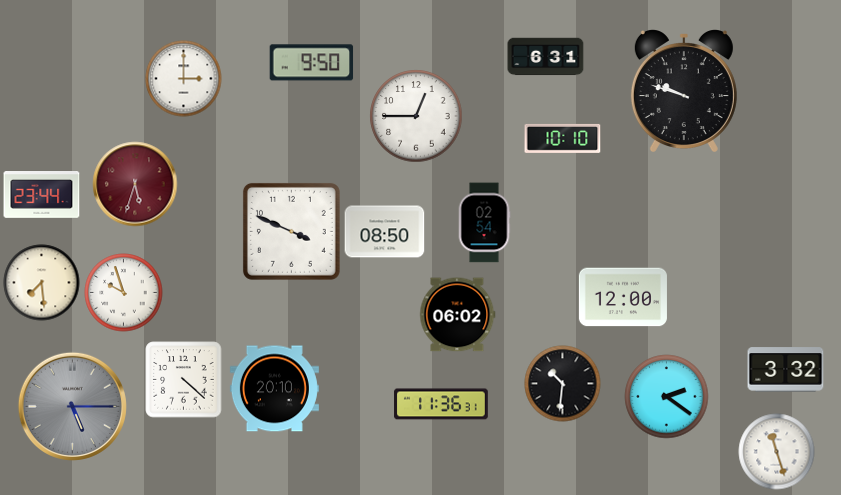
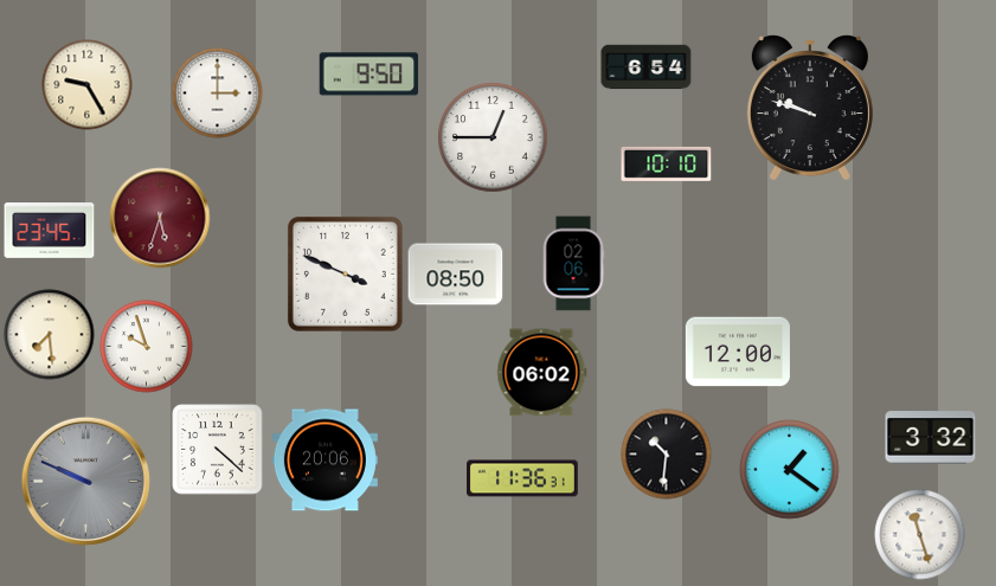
clock at (546, 57): 6:31 -> 6:54
clock at (88, 85): none -> 9:25
clock at (42, 195): 23:44 -> 23:45
clock at (484, 223): 02:54 -> 02:06
clock at (274, 389): 20:10 -> 20:06
clock at (667, 397): 2:21 -> 1:21
clock at (72, 406): 5:15 -> 9:49
